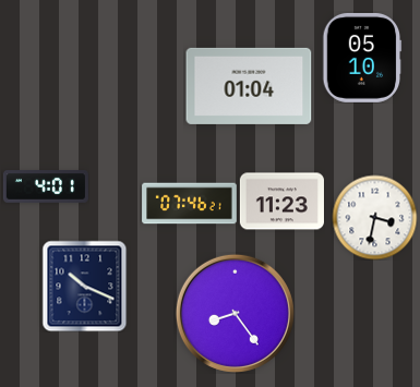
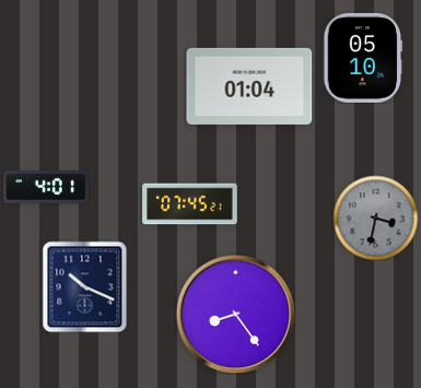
clock at (281, 202): 11:23 -> none
clock at (190, 204): 07:46 -> 07:45
clock at (374, 217) dial: white -> grey
